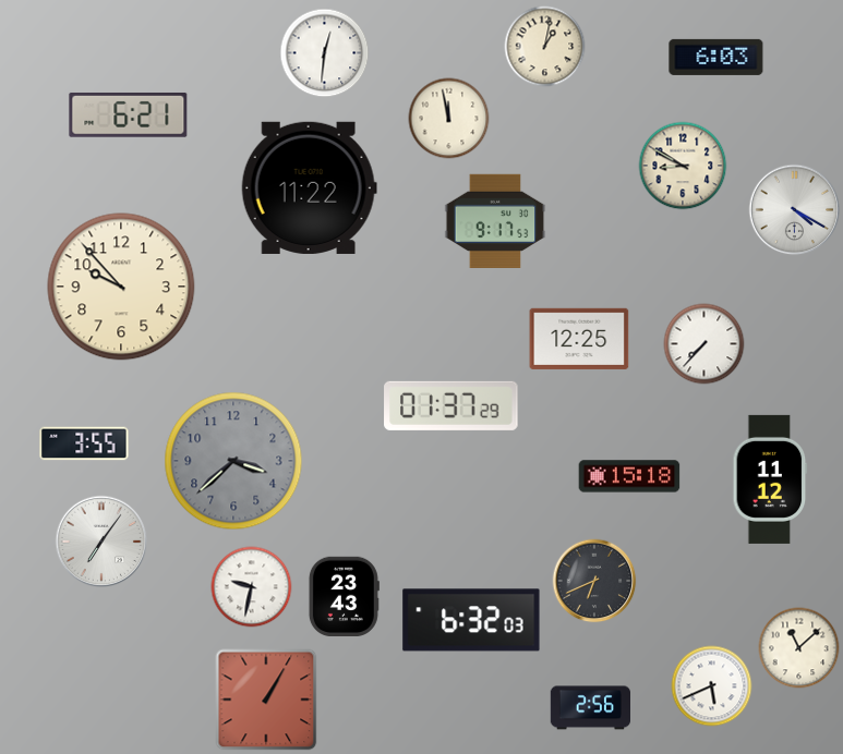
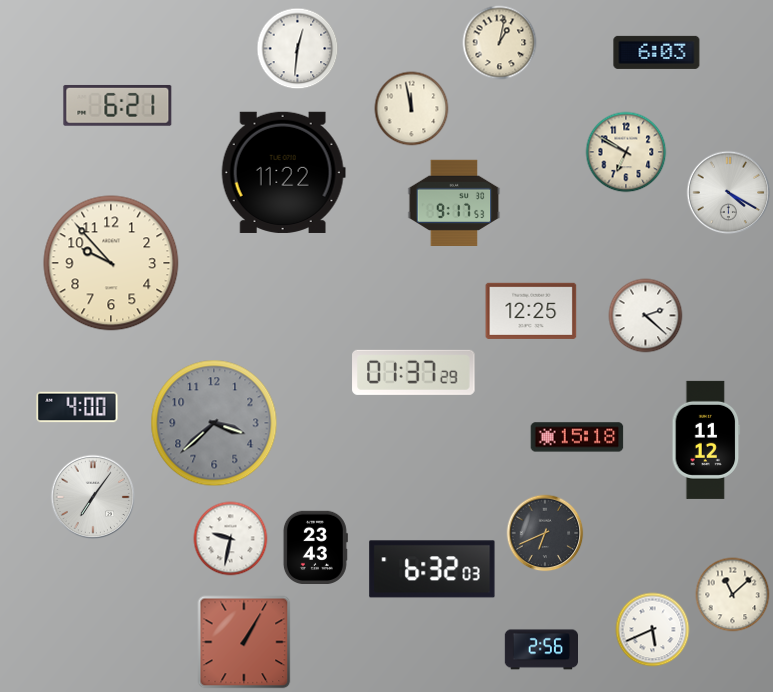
clock at (683, 166): 8:50 -> 6:50
clock at (704, 344): 7:37 -> 2:22
clock at (84, 443): 3:55 -> 4:00
